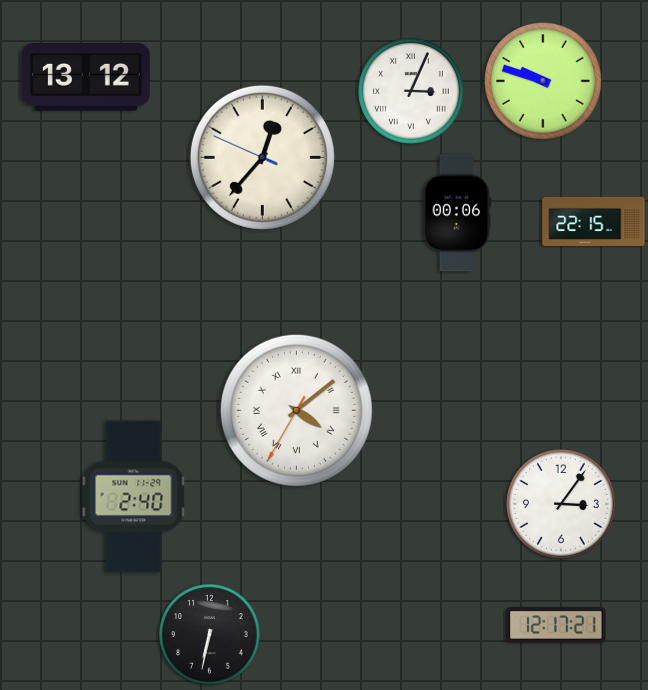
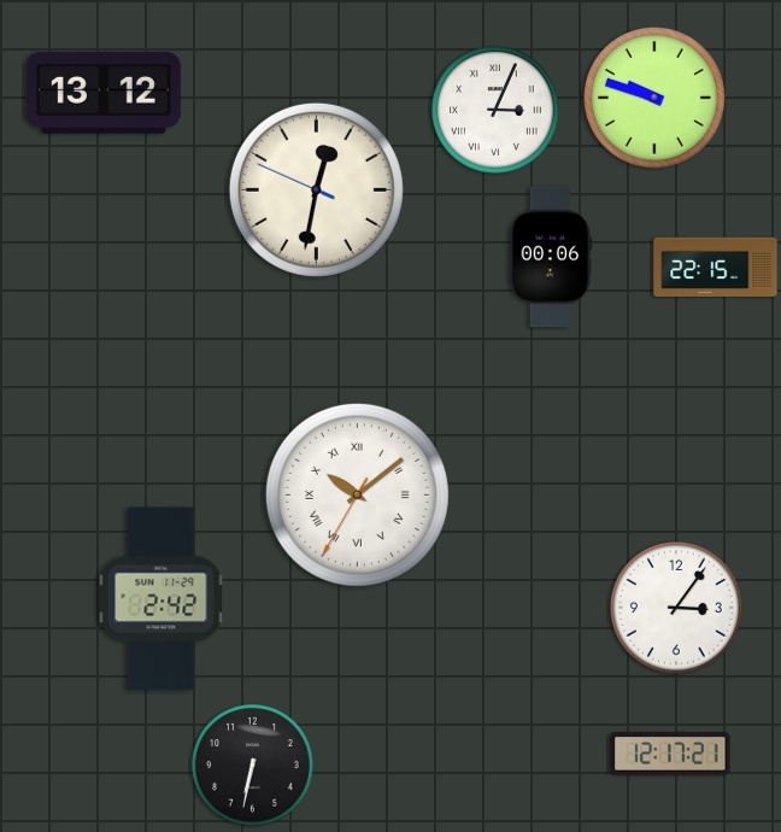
clock at (262, 157): 12:36 -> 12:31
clock at (296, 410): 4:08 -> 10:08
clock at (134, 497): 2:40 -> 2:42
